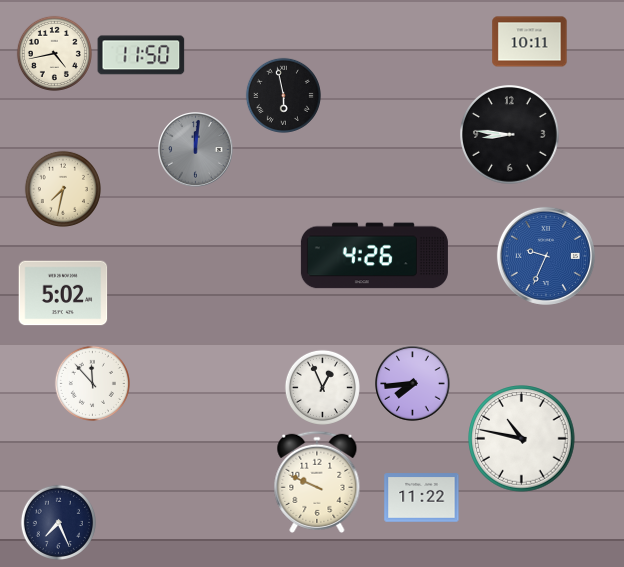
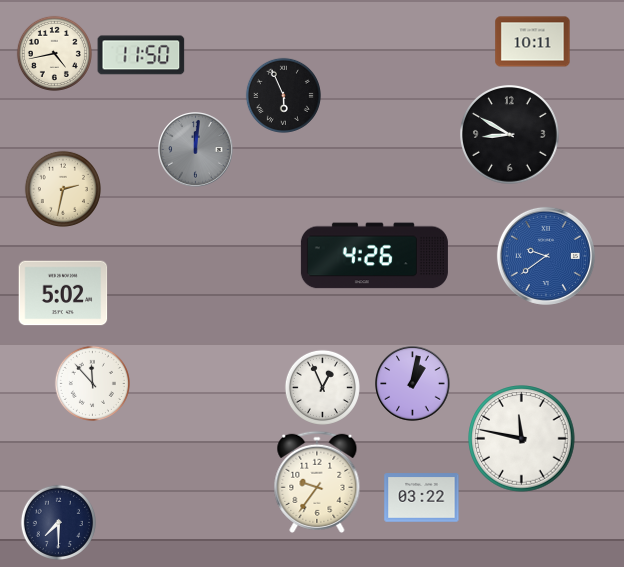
clock at (530, 42) position: (530, 42) -> (533, 42)
clock at (283, 95): 5:58 -> 5:56
clock at (510, 135): 8:46 -> 8:50
clock at (63, 189): 7:32 -> 2:32
clock at (546, 256): 9:34 -> 9:39
clock at (413, 384): 7:44 -> 1:02
clock at (522, 439): 10:47 -> 11:47
clock at (317, 482): 9:49 -> 9:36
clock at (422, 498): 11:22 -> 03:22
clock at (58, 522): 7:26 -> 7:30
